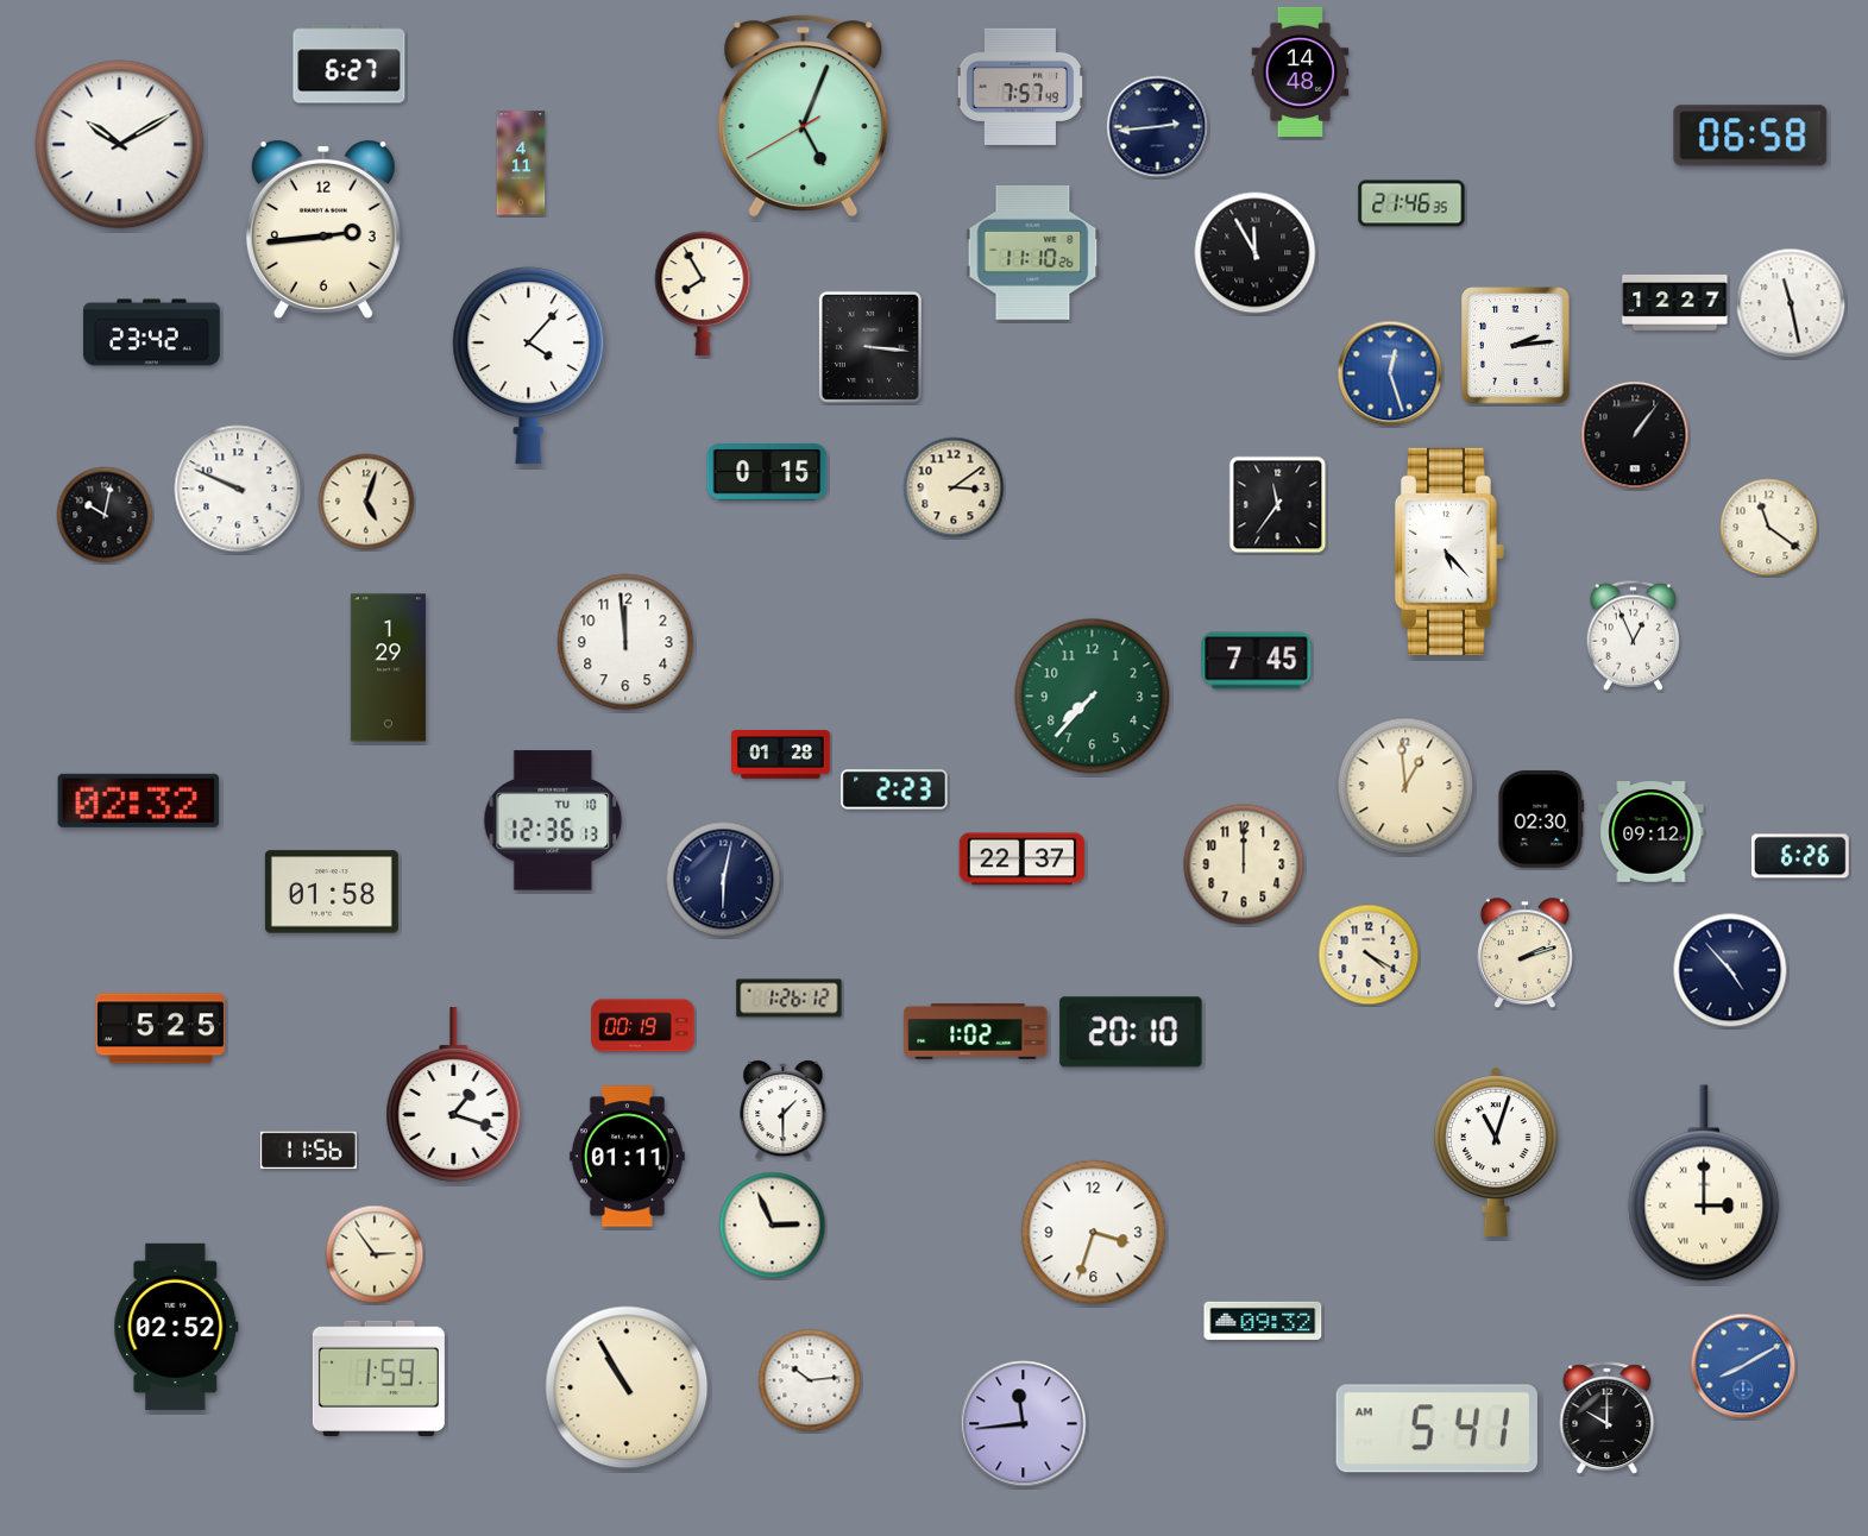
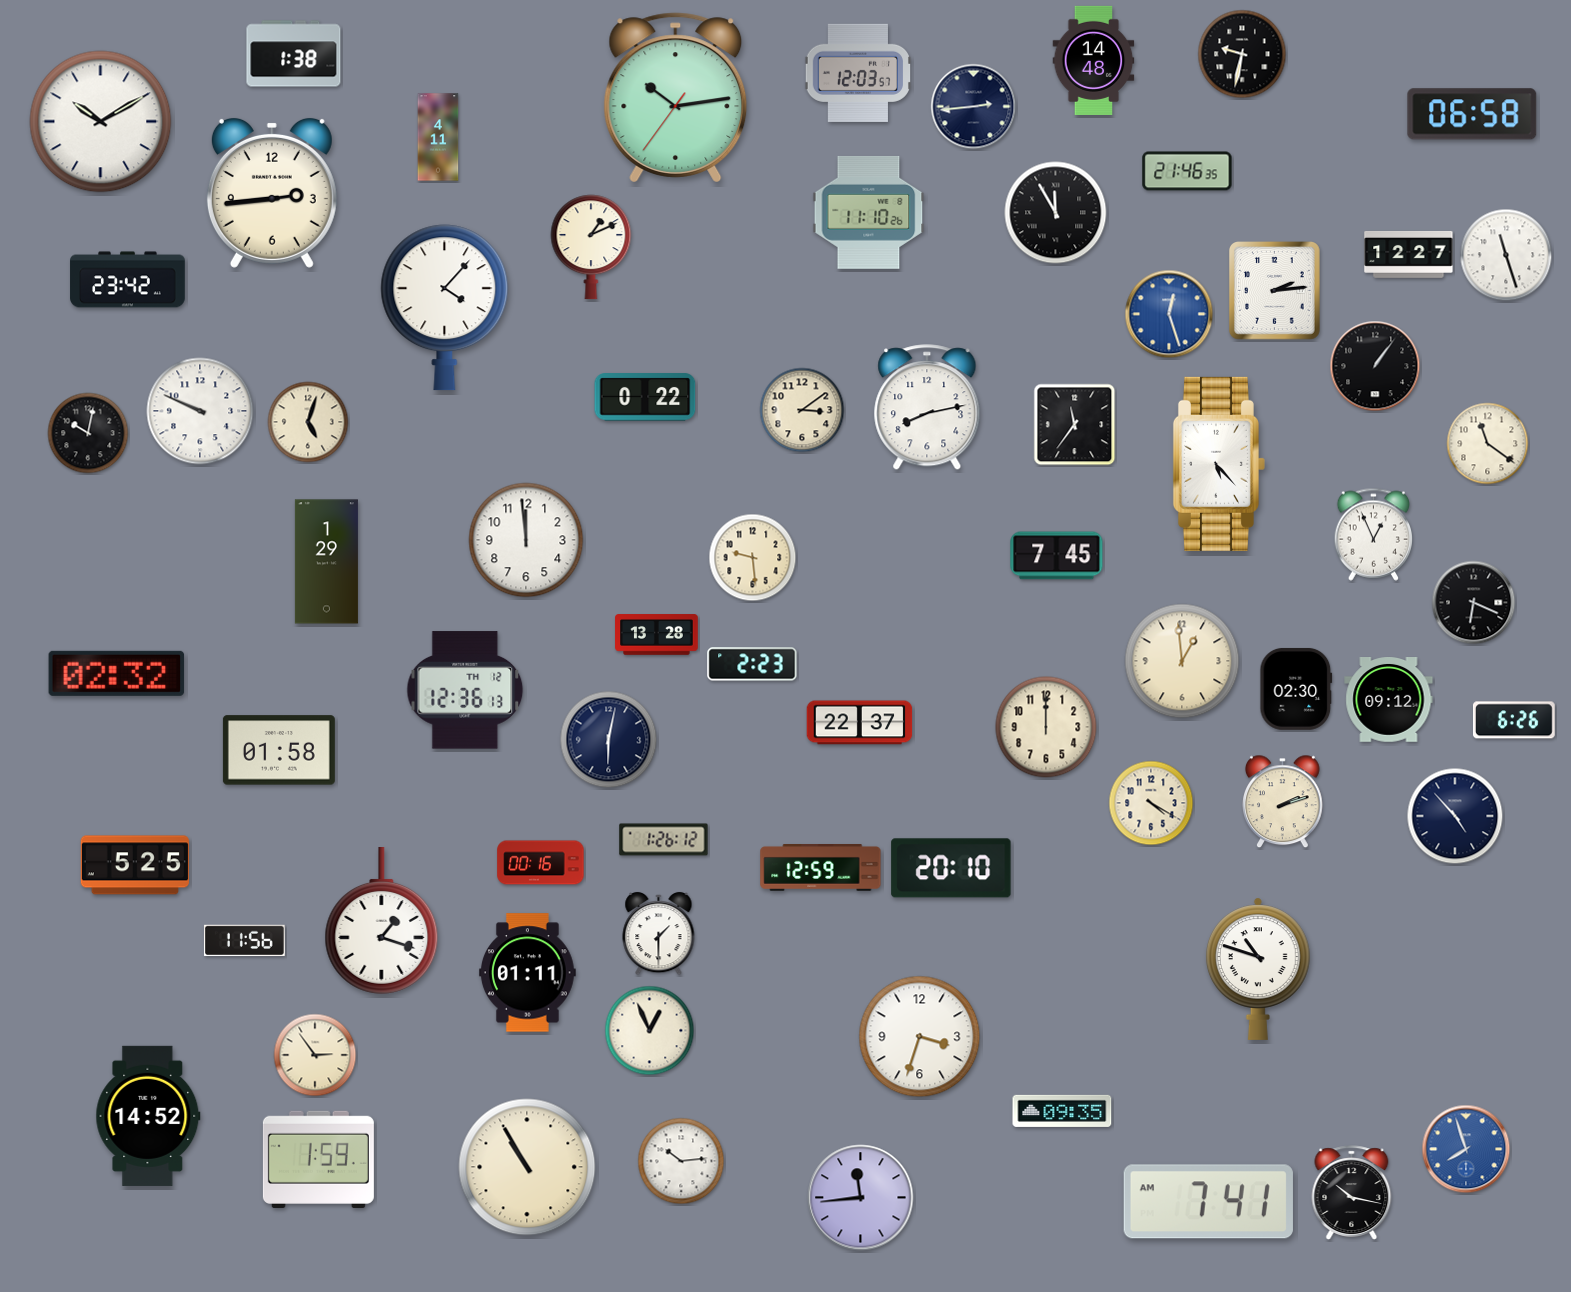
clock at (350, 64): 6:27 -> 1:38
clock at (1242, 54): none -> 9:32
clock at (1019, 87): 7:57 -> 12:03
clock at (804, 117): 5:03 -> 10:13
clock at (703, 294): 7:55 -> 1:11
clock at (1791, 303): 11:28 -> 11:27
clock at (870, 347): 3:16 -> none
clock at (767, 472): 0:15 -> 0:22
clock at (927, 408): none -> 8:13
clock at (753, 558): none -> 9:29
clock at (1093, 697): 7:37 -> none
clock at (1474, 603): none -> 6:19
clock at (781, 755): 01:28 -> 13:28
clock at (553, 820) date: TU 10 -> TH 12
clock at (643, 1026): 00:19 -> 00:16
clock at (976, 1032): 1:02 -> 12:59
clock at (308, 1151) position: (308, 1151) -> (244, 941)
clock at (1496, 1152): 11:03 -> 10:48
clock at (1704, 1183): 3:00 -> none
clock at (773, 1226): 2:56 -> 12:56
clock at (1263, 1321): 09:32 -> 09:35
clock at (176, 1327): 02:52 -> 14:52
clock at (1743, 1366): 8:10 -> 7:57
clock at (1608, 1418): 10:00 -> 10:17
clock at (1436, 1429): 5:41 -> 7:41
